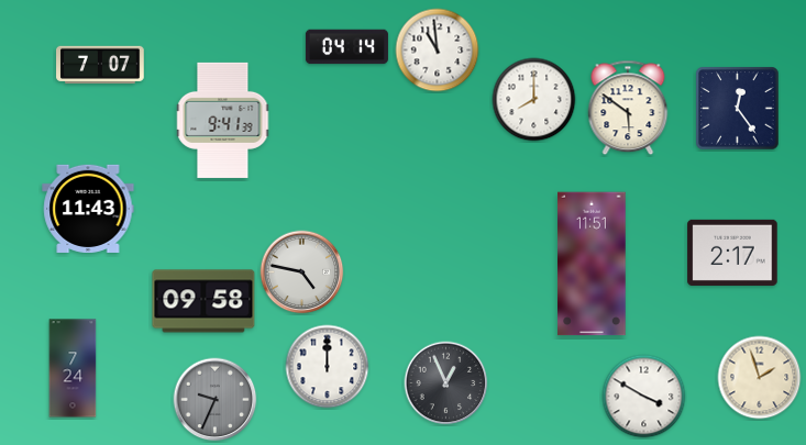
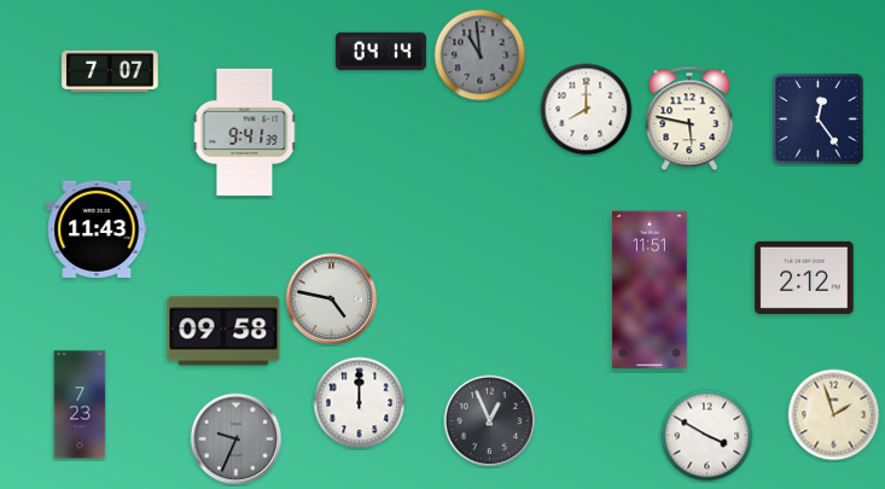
clock at (438, 51) dial: white -> grey
clock at (628, 108): 5:51 -> 5:47
clock at (738, 109) position: (738, 109) -> (819, 120)
clock at (732, 253): 2:17 -> 2:12
clock at (73, 368): 7:24 -> 7:23
